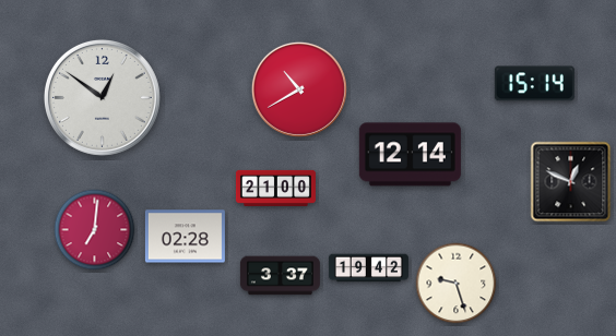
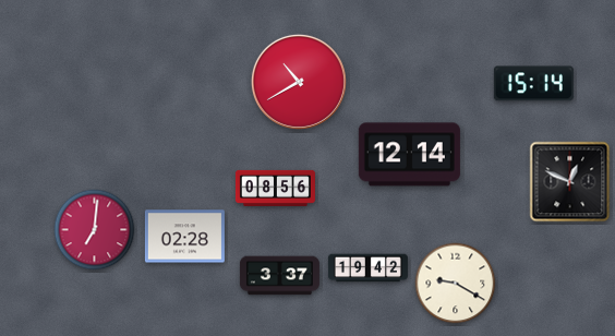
clock at (299, 89) position: (299, 89) -> (299, 82)
clock at (102, 97): 12:51 -> none
clock at (275, 188): 21:00 -> 08:56
clock at (457, 284): 9:27 -> 9:20
